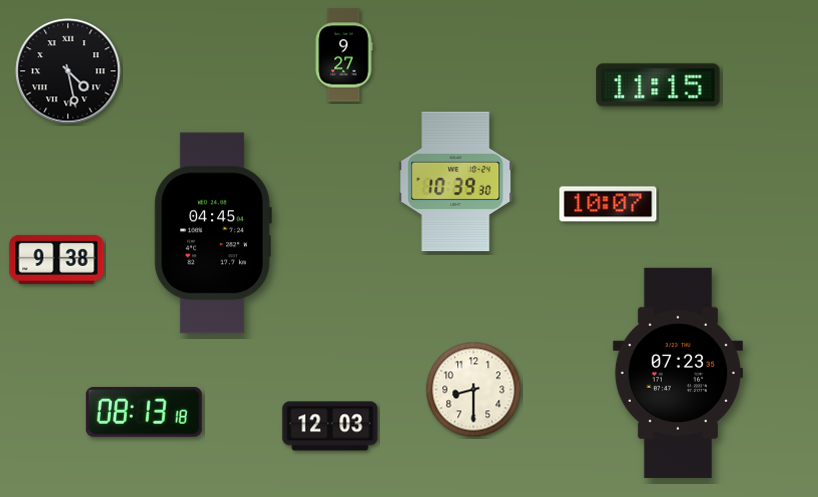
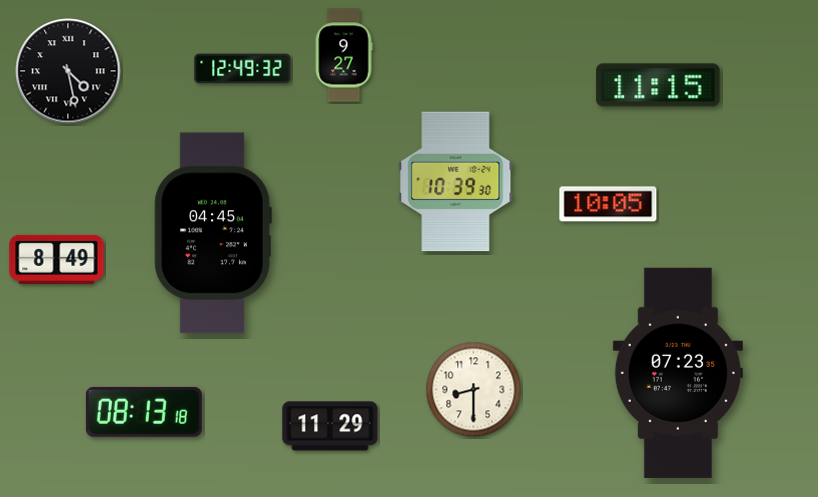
clock at (243, 69): none -> 12:49
clock at (608, 204): 10:07 -> 10:05
clock at (57, 259): 9:38 -> 8:49
clock at (330, 426): 12:03 -> 11:29
